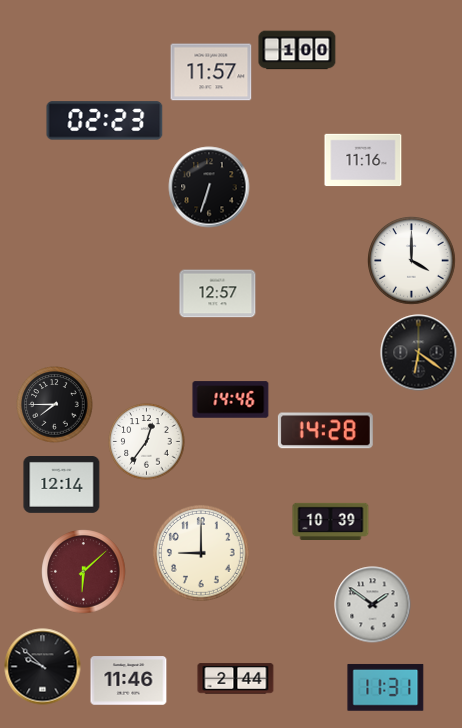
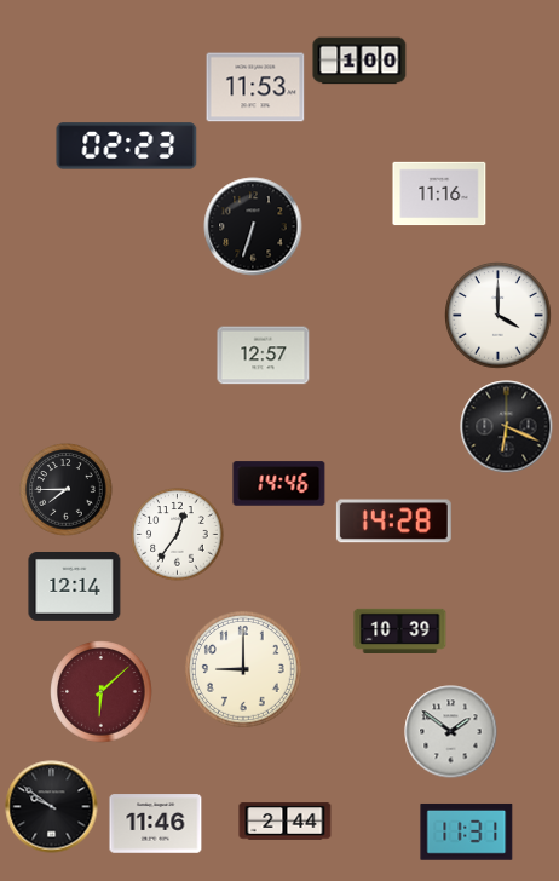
clock at (211, 72): 11:57 -> 11:53
clock at (419, 353): 6:21 -> 6:19
clock at (43, 667): 9:52 -> 9:51
